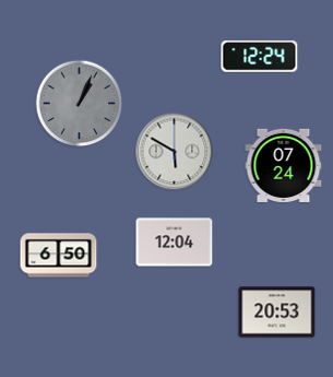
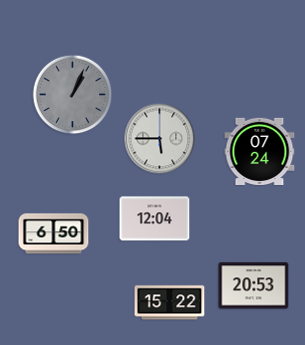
clock at (260, 57): 12:24 -> none
clock at (175, 152): 5:50 -> 5:45
clock at (175, 243) position: (175, 243) -> (155, 219)
clock at (170, 303): none -> 15:22
